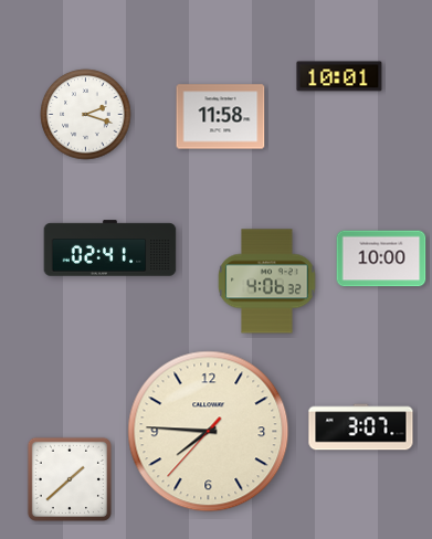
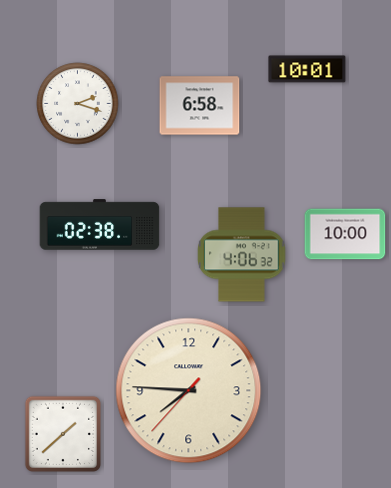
clock at (221, 117): 11:58 -> 6:58
clock at (110, 249): 02:41 -> 02:38
clock at (361, 427): 3:07 -> none
